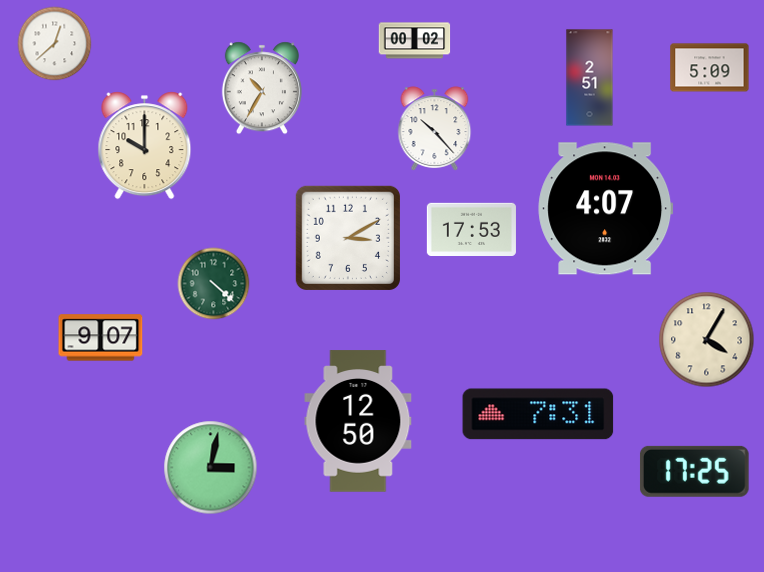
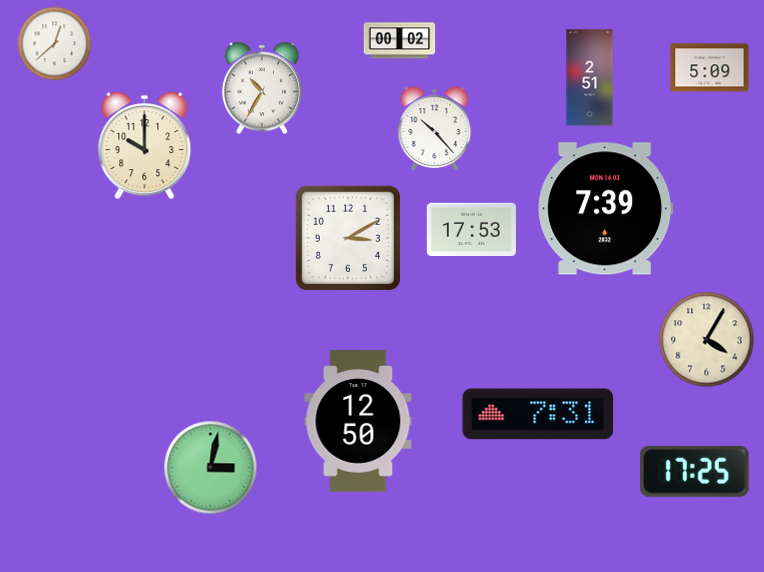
clock at (415, 41) position: (415, 41) -> (400, 41)
clock at (606, 209): 4:07 -> 7:39
clock at (214, 284): 4:22 -> none
clock at (101, 338): 9:07 -> none
